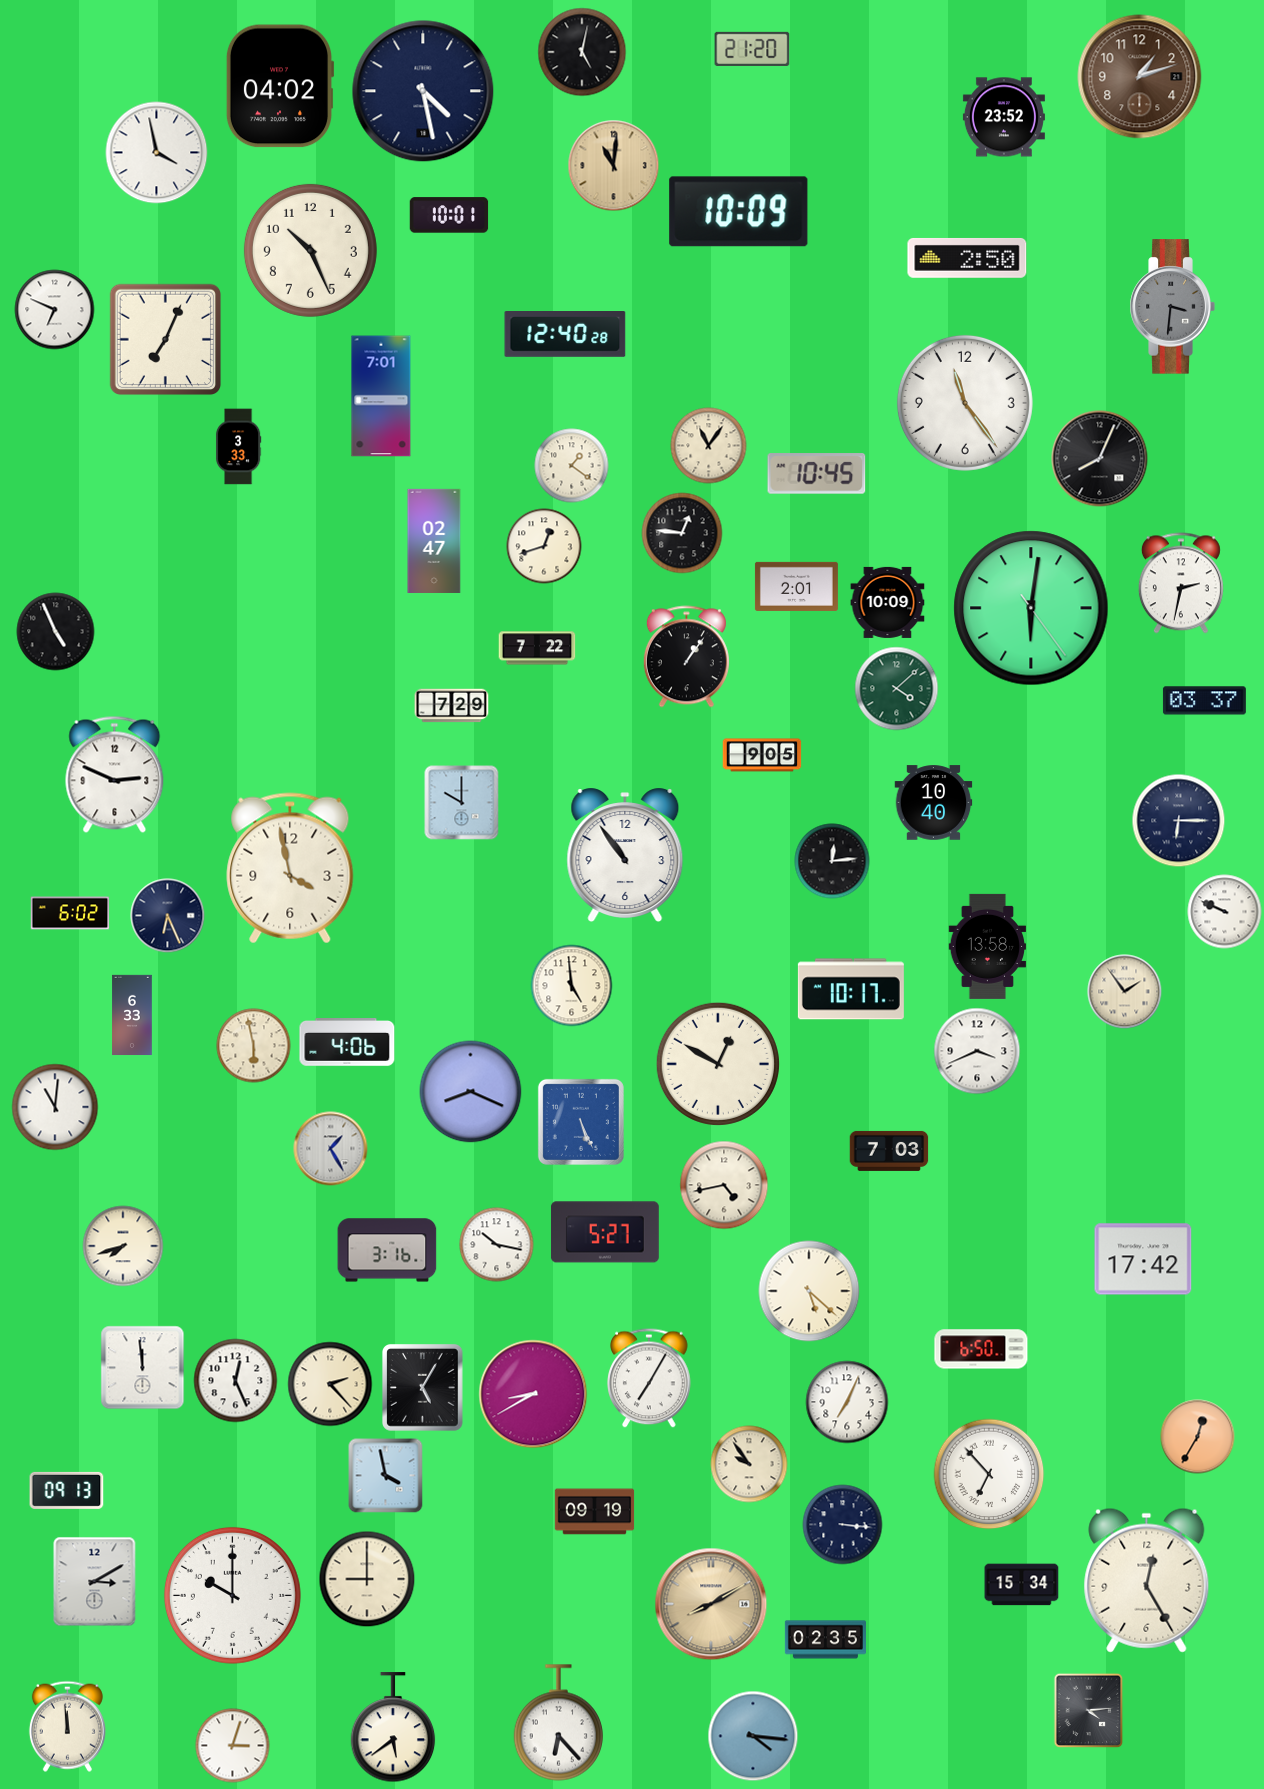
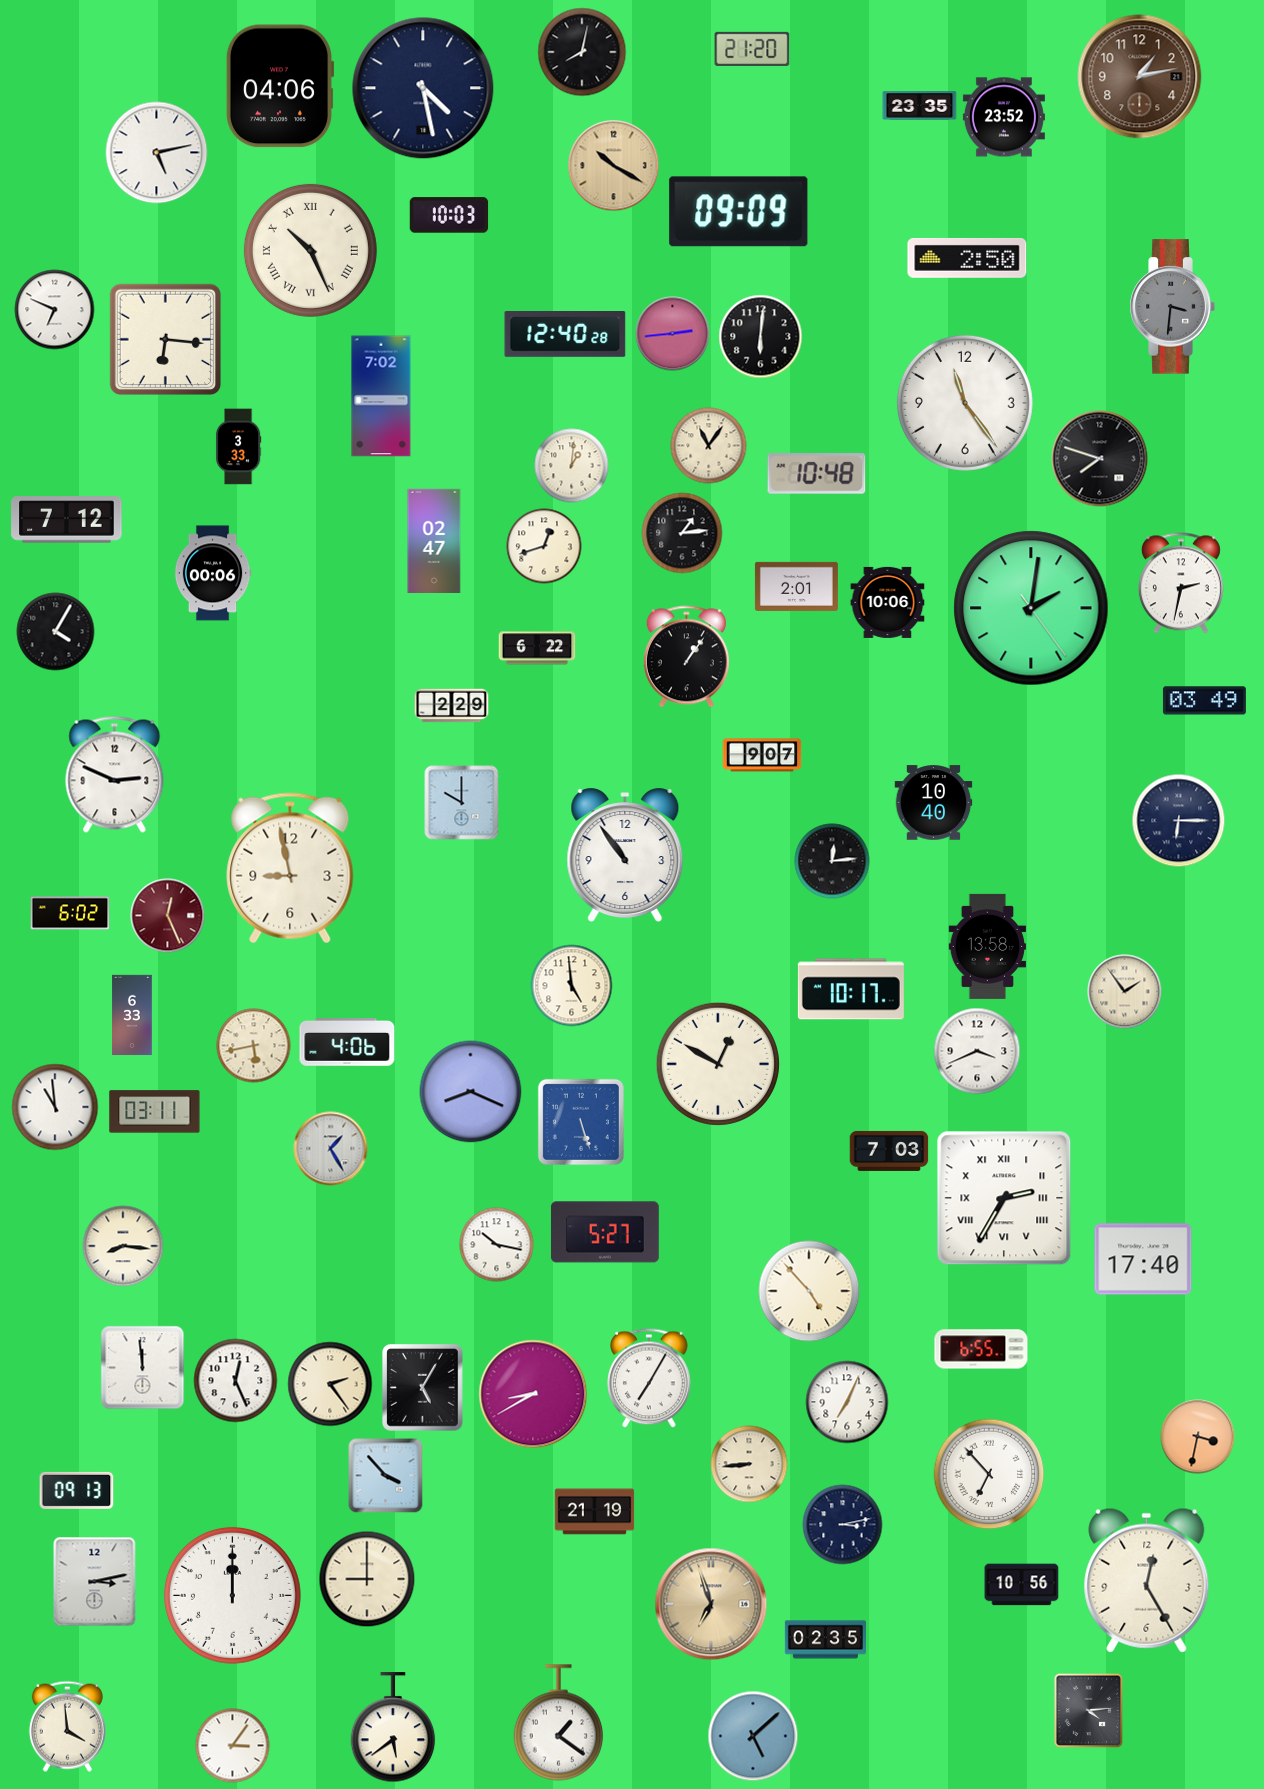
clock at (582, 52): 5:02 -> 8:02
clock at (1140, 77): 1:12 -> 1:13
clock at (280, 86): 04:02 -> 04:06
clock at (423, 91) position: (423, 91) -> (423, 88)
clock at (920, 106): none -> 23:35
clock at (157, 153): 3:58 -> 5:13
clock at (614, 166): 11:01 -> 10:20
clock at (739, 212): 10:09 -> 09:09
clock at (449, 215): 10:01 -> 10:03
clock at (310, 250) numerals: Arabic -> Roman
clock at (673, 334): none -> 2:44
clock at (761, 337): none -> 6:01
clock at (166, 340): 7:04 -> 6:16
clock at (381, 396): 7:01 -> 7:02
clock at (1100, 459): 8:04 -> 7:48
clock at (572, 466): 1:21 -> 1:01
clock at (817, 474): 10:45 -> 10:48
clock at (67, 520): none -> 7:12
clock at (682, 533): 12:46 -> 1:14
clock at (213, 573): none -> 00:06
clock at (888, 602): 10:09 -> 10:06
clock at (1031, 608): 6:01 -> 2:01
clock at (56, 632): 4:56 -> 4:05
clock at (537, 648): 7:22 -> 6:22
clock at (897, 689): 4:08 -> none
clock at (1204, 701): 03:37 -> 03:49
clock at (452, 706): 7:29 -> 2:29
clock at (762, 755): 9:05 -> 9:07
clock at (290, 868): 3:58 -> 8:58
clock at (1225, 912): 9:49 -> none
clock at (168, 916): 6:26 -> 12:26
clock at (168, 916) dial: navy -> burgundy
clock at (254, 1046): 5:58 -> 5:43
clock at (55, 1107): 11:01 -> 10:59
clock at (155, 1112): none -> 03:11
clock at (581, 1122): 5:26 -> 5:27
clock at (724, 1185): 4:43 -> none
clock at (1004, 1198): none -> 2:35
clock at (123, 1246): 7:42 -> 8:16
clock at (387, 1250): 3:16 -> none
clock at (1143, 1259): 17:42 -> 17:40
clock at (809, 1291): 5:22 -> 4:53
clock at (981, 1349): 6:50 -> 6:55
clock at (330, 1384): 2:23 -> 2:24
clock at (1198, 1437): 12:35 -> 3:32
clock at (749, 1464): 9:54 -> 8:44
clock at (386, 1476): 3:58 -> 3:53
clock at (67, 1490) position: (67, 1490) -> (77, 1490)
clock at (595, 1512): 09:19 -> 21:19
clock at (843, 1525): 3:16 -> 3:13
clock at (95, 1582): 3:10 -> 3:13
clock at (1022, 1585): 15:34 -> 10:56
clock at (232, 1595): 10:00 -> 12:00
clock at (711, 1604): 8:10 -> 6:57
clock at (558, 1723): 6:23 -> 1:21
clock at (67, 1726): 11:59 -> 3:59
clock at (753, 1736): 4:16 -> 5:08
clock at (233, 1746): 3:03 -> 3:06
